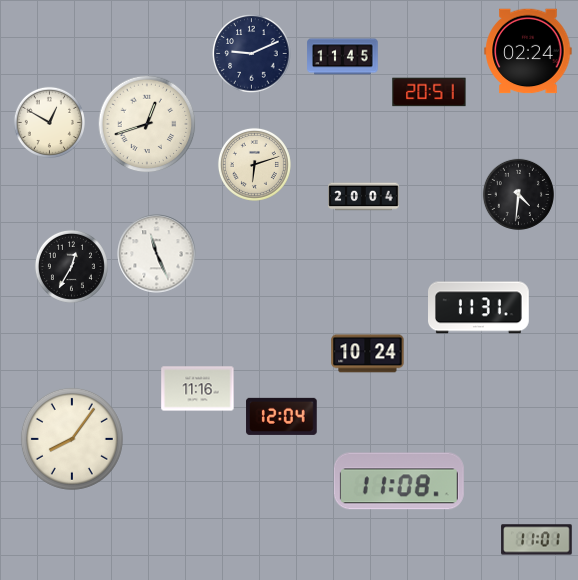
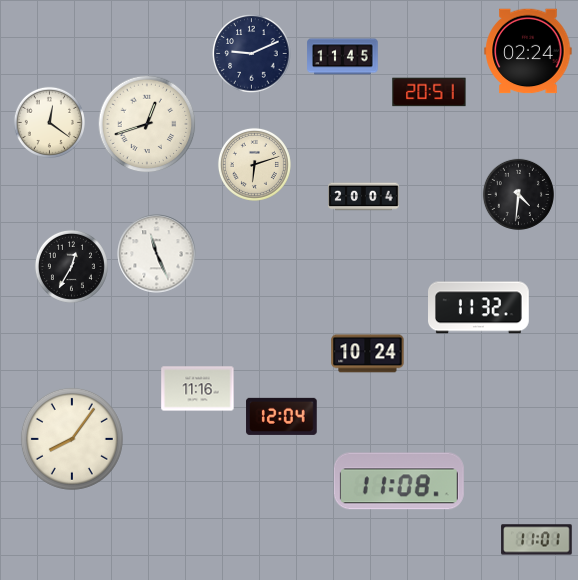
clock at (49, 122): 12:50 -> 12:21
clock at (479, 308): 11:31 -> 11:32
